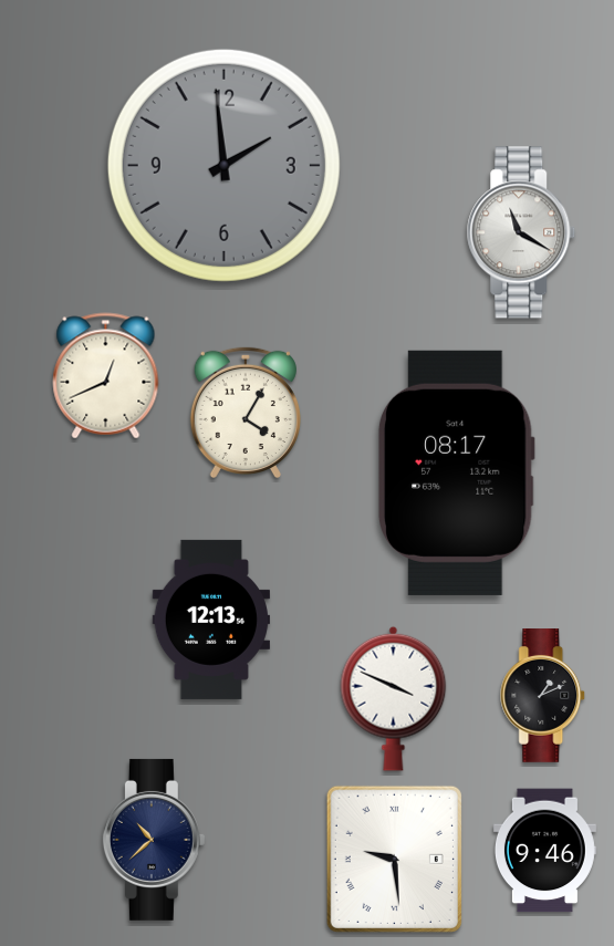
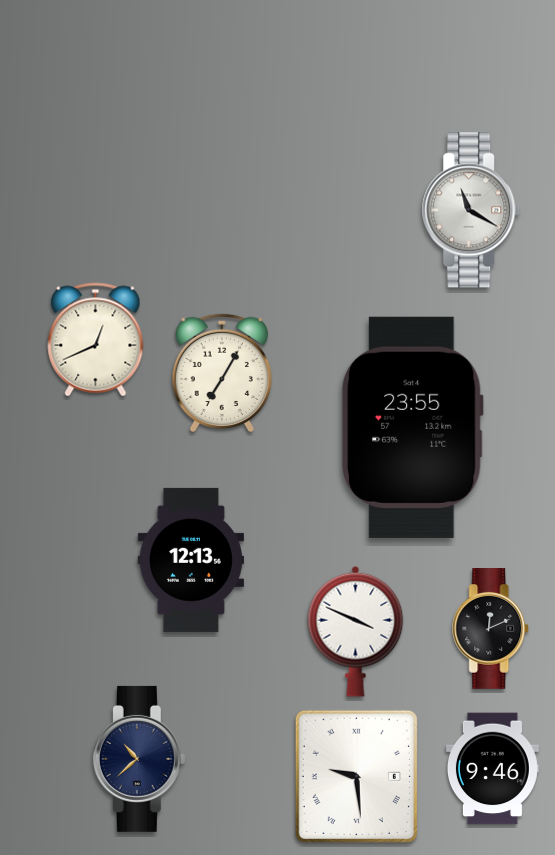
clock at (223, 165): 1:59 -> none
clock at (246, 413): 4:05 -> 7:05
clock at (456, 472): 08:17 -> 23:55
clock at (543, 696): 1:11 -> 12:11
